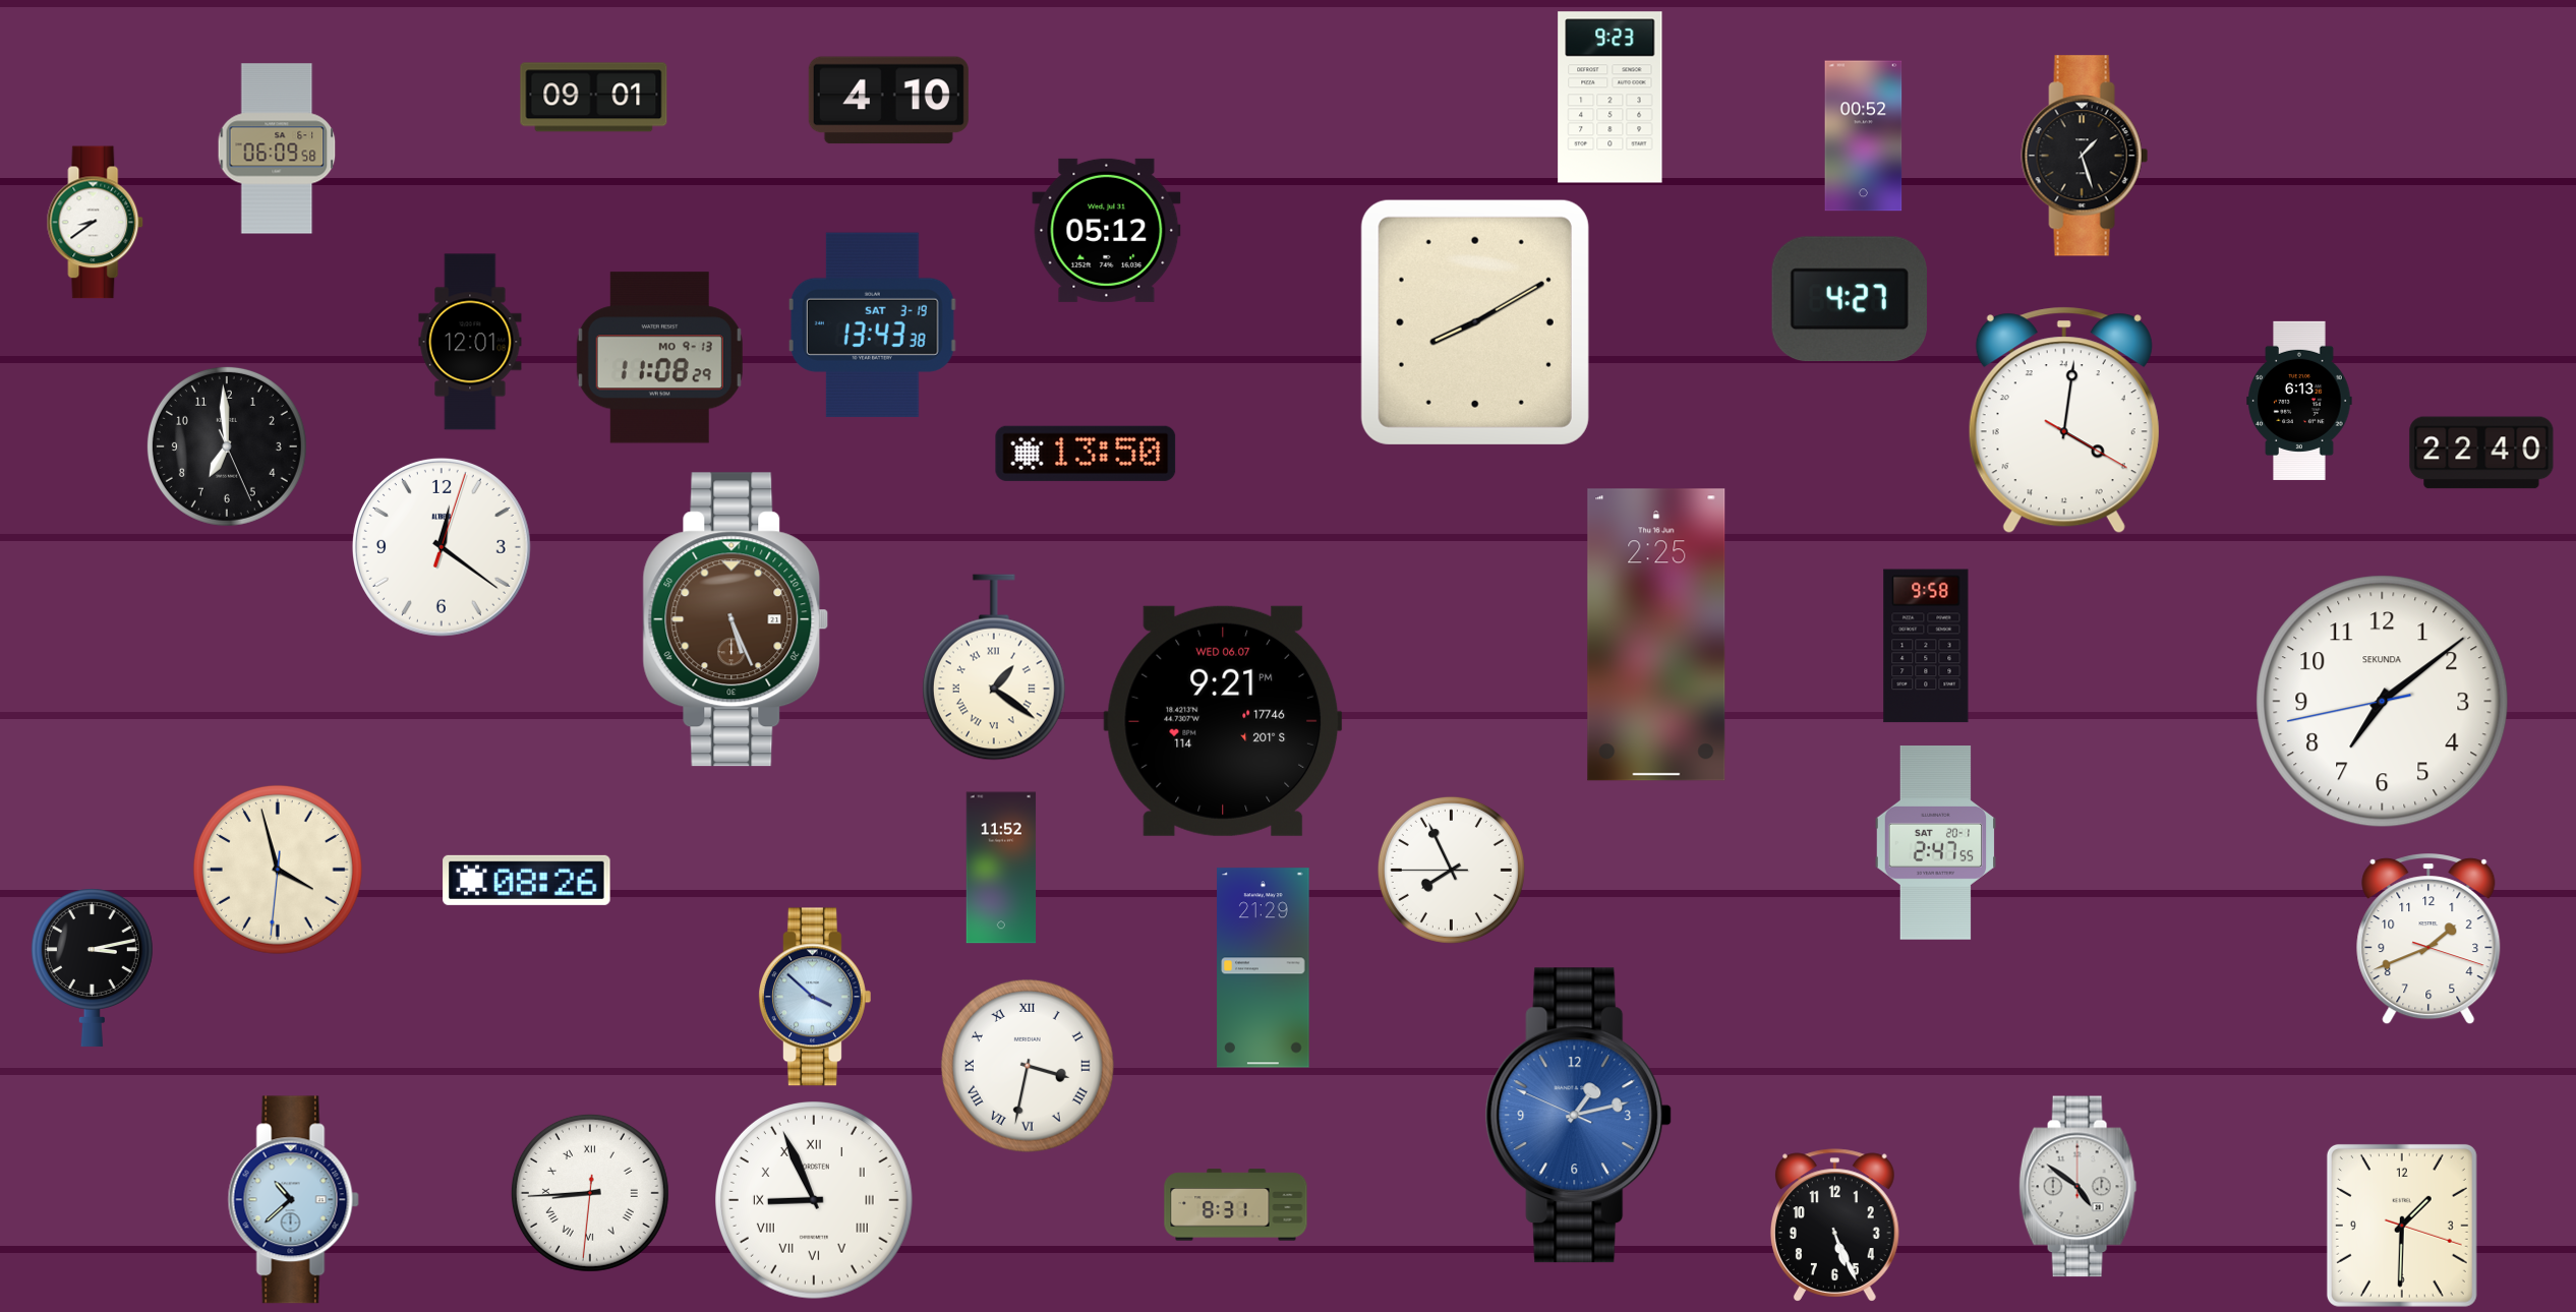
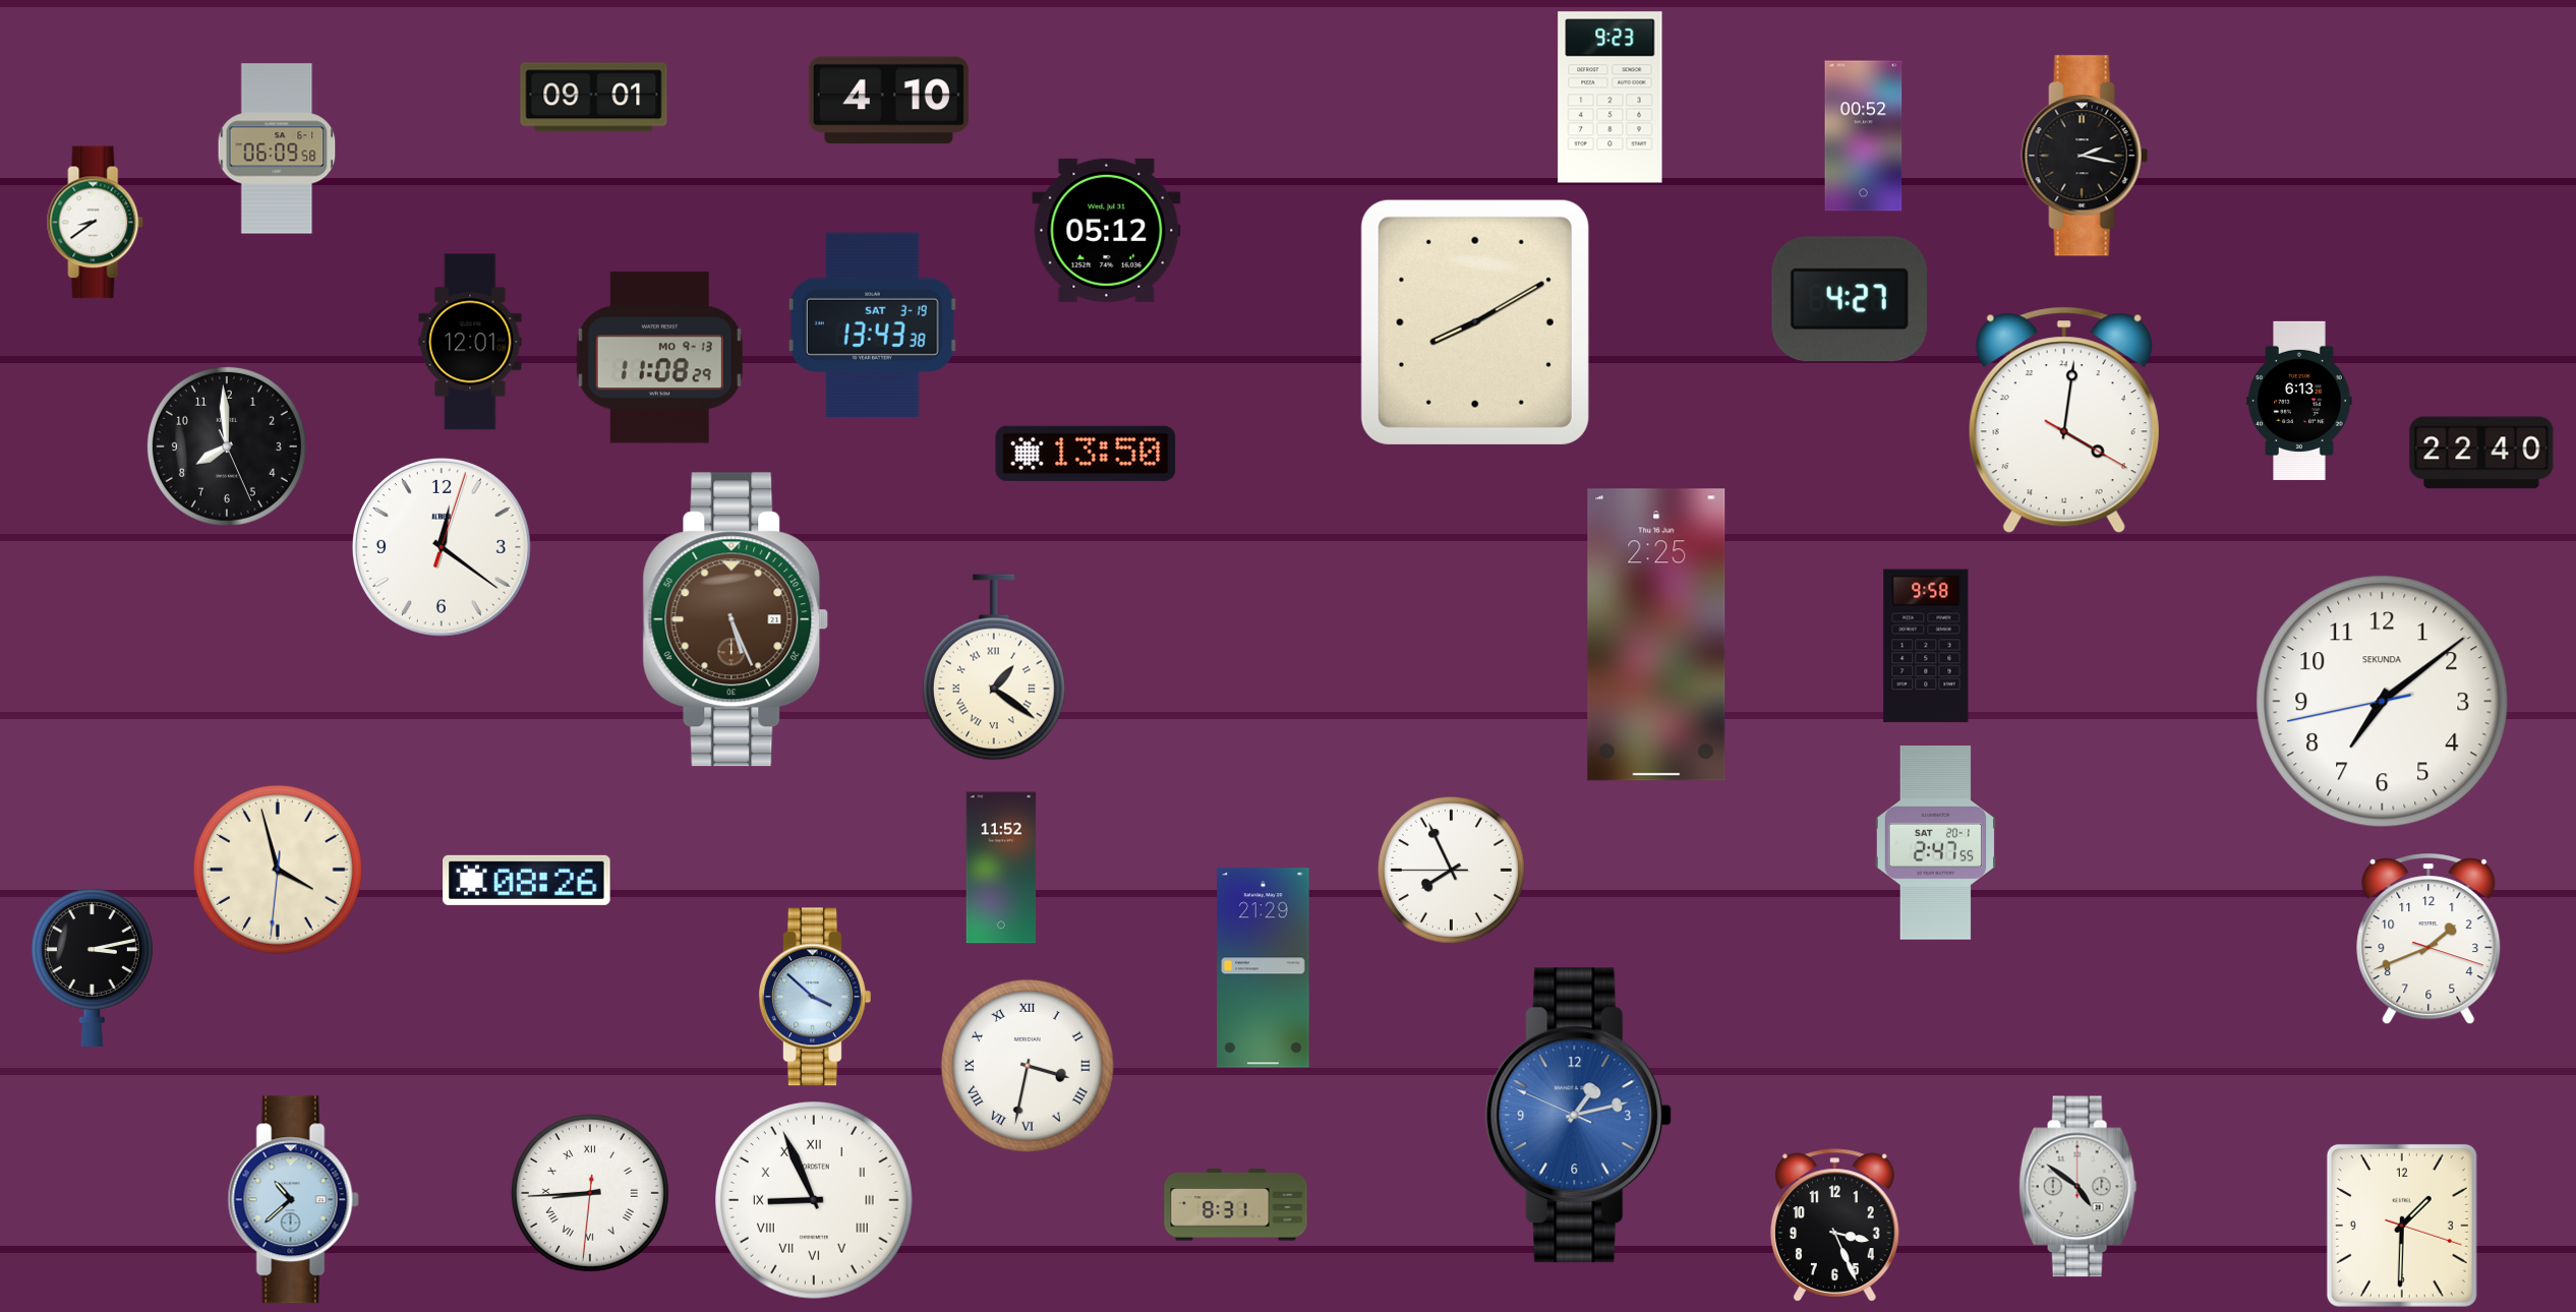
clock at (2085, 156): 1:27 -> 2:17
clock at (227, 446): 6:59 -> 7:59
clock at (1223, 721): 9:21 -> none
clock at (1834, 1226): 5:26 -> 3:26
